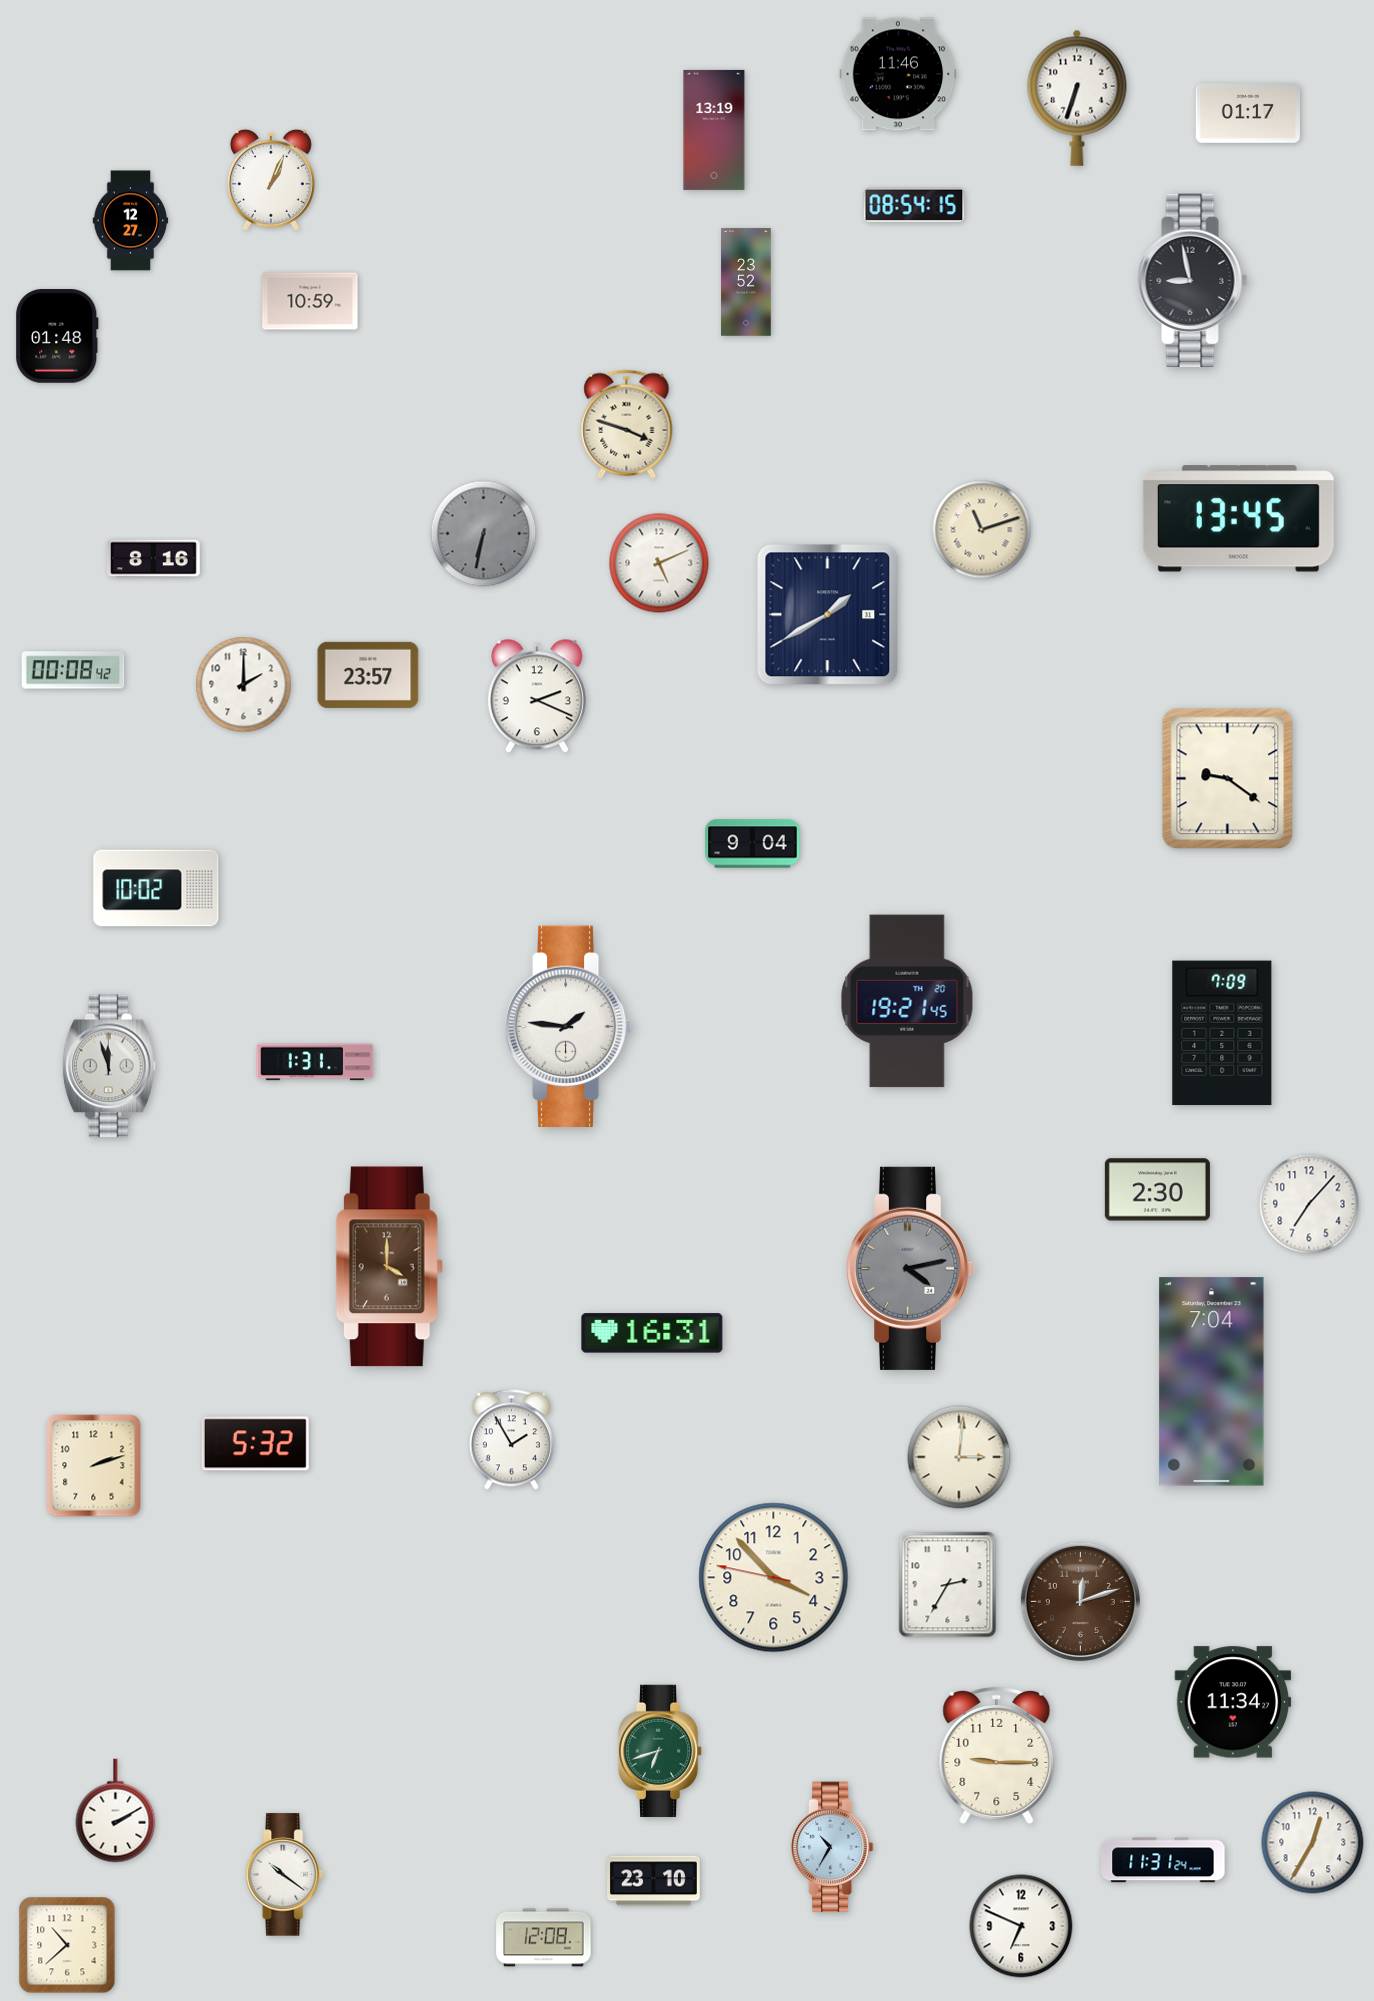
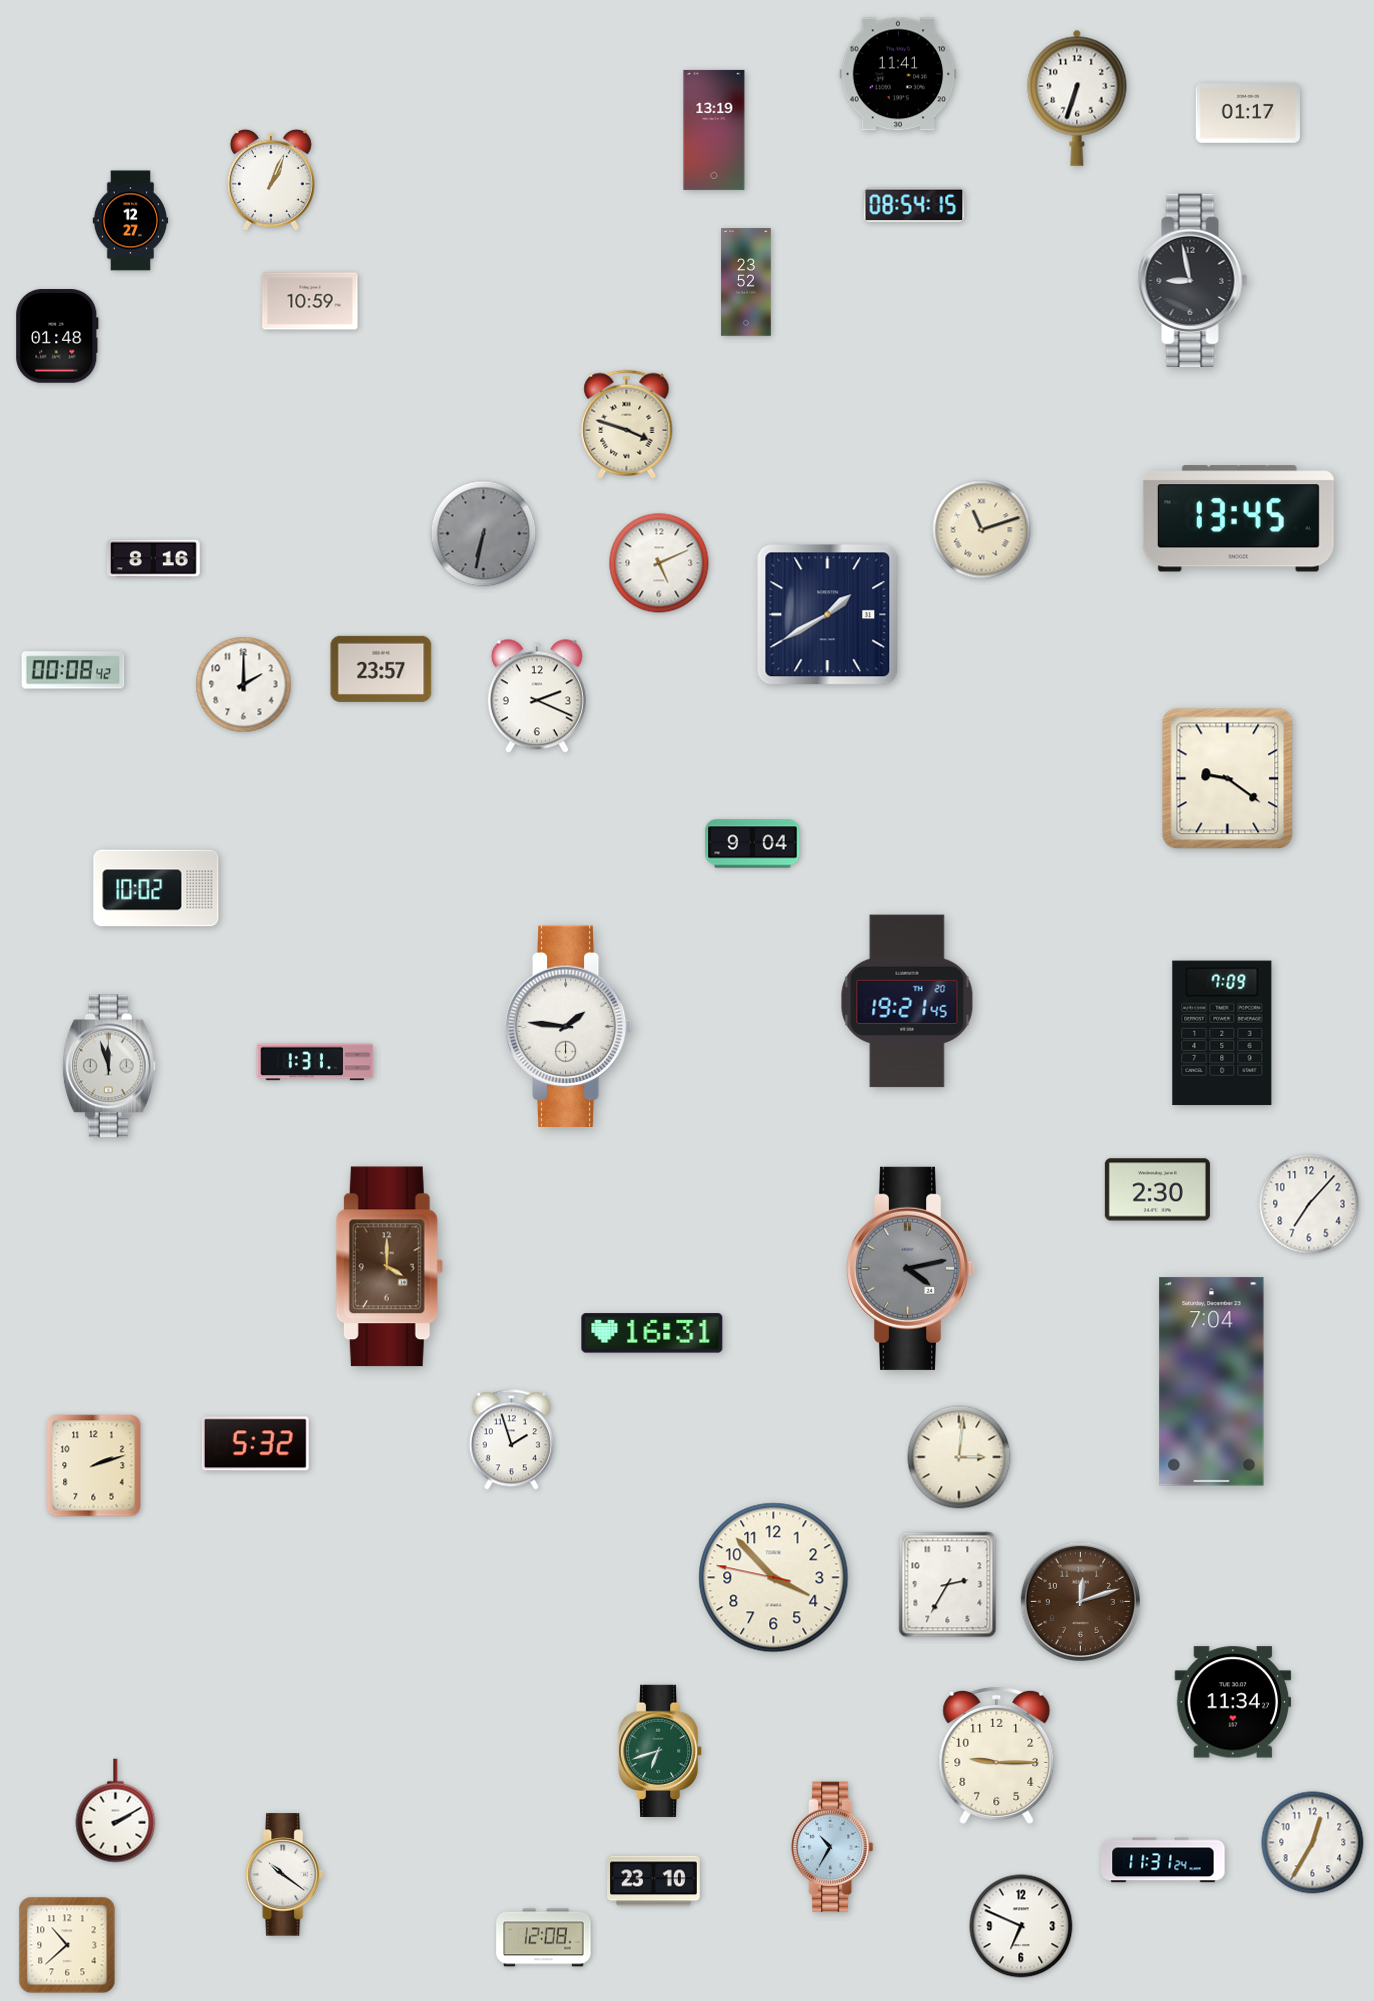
clock at (898, 74): 11:46 -> 11:41
clock at (368, 675) position: (368, 675) -> (381, 669)
clock at (511, 1440): 1:55 -> 1:57
